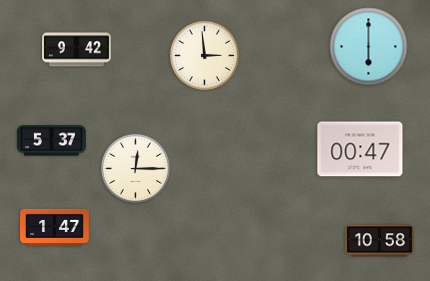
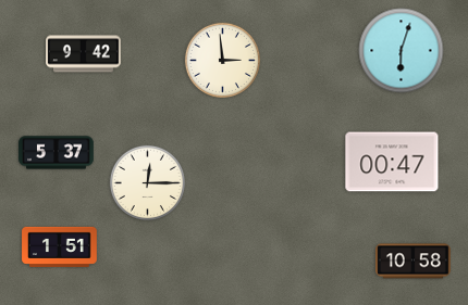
clock at (369, 47): 6:00 -> 6:03
clock at (55, 227): 1:47 -> 1:51
